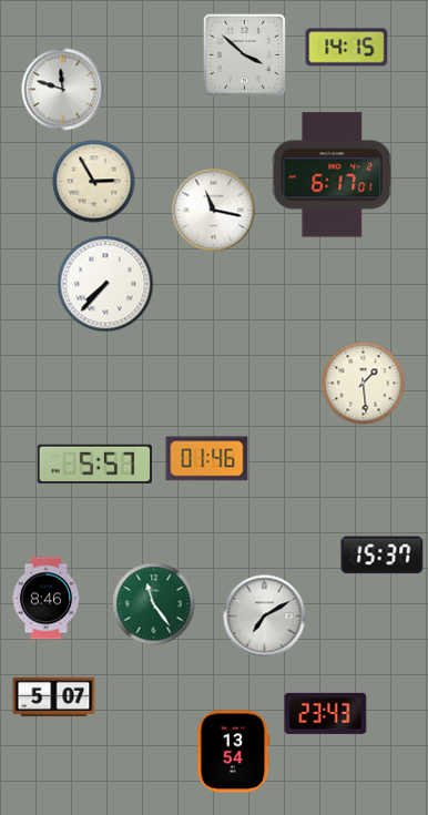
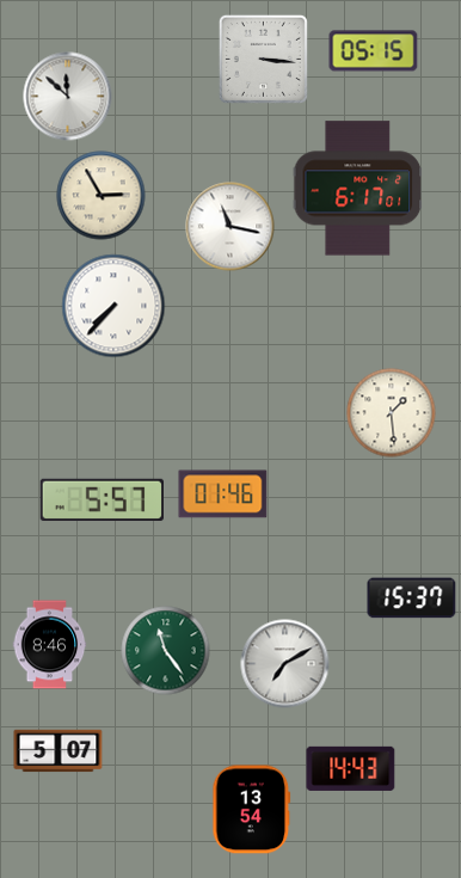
clock at (347, 48): 14:15 -> 05:15
clock at (244, 54): 3:52 -> 3:16
clock at (63, 90): 11:48 -> 11:52
clock at (326, 713): 23:43 -> 14:43
